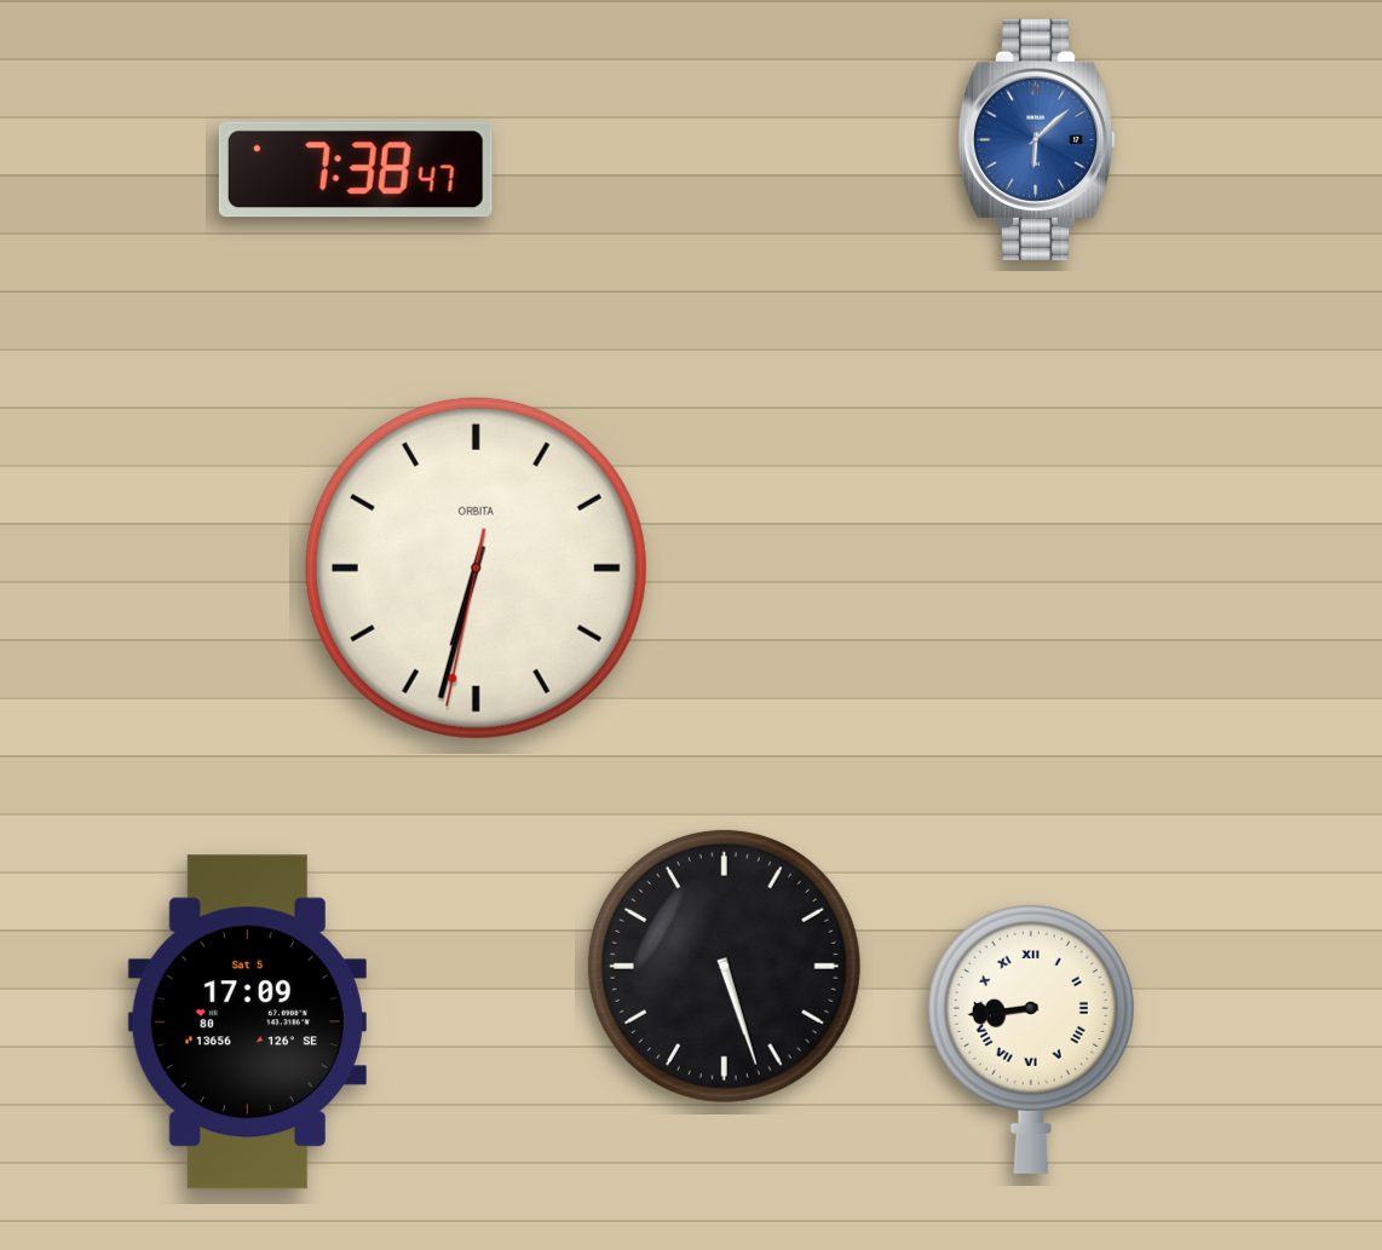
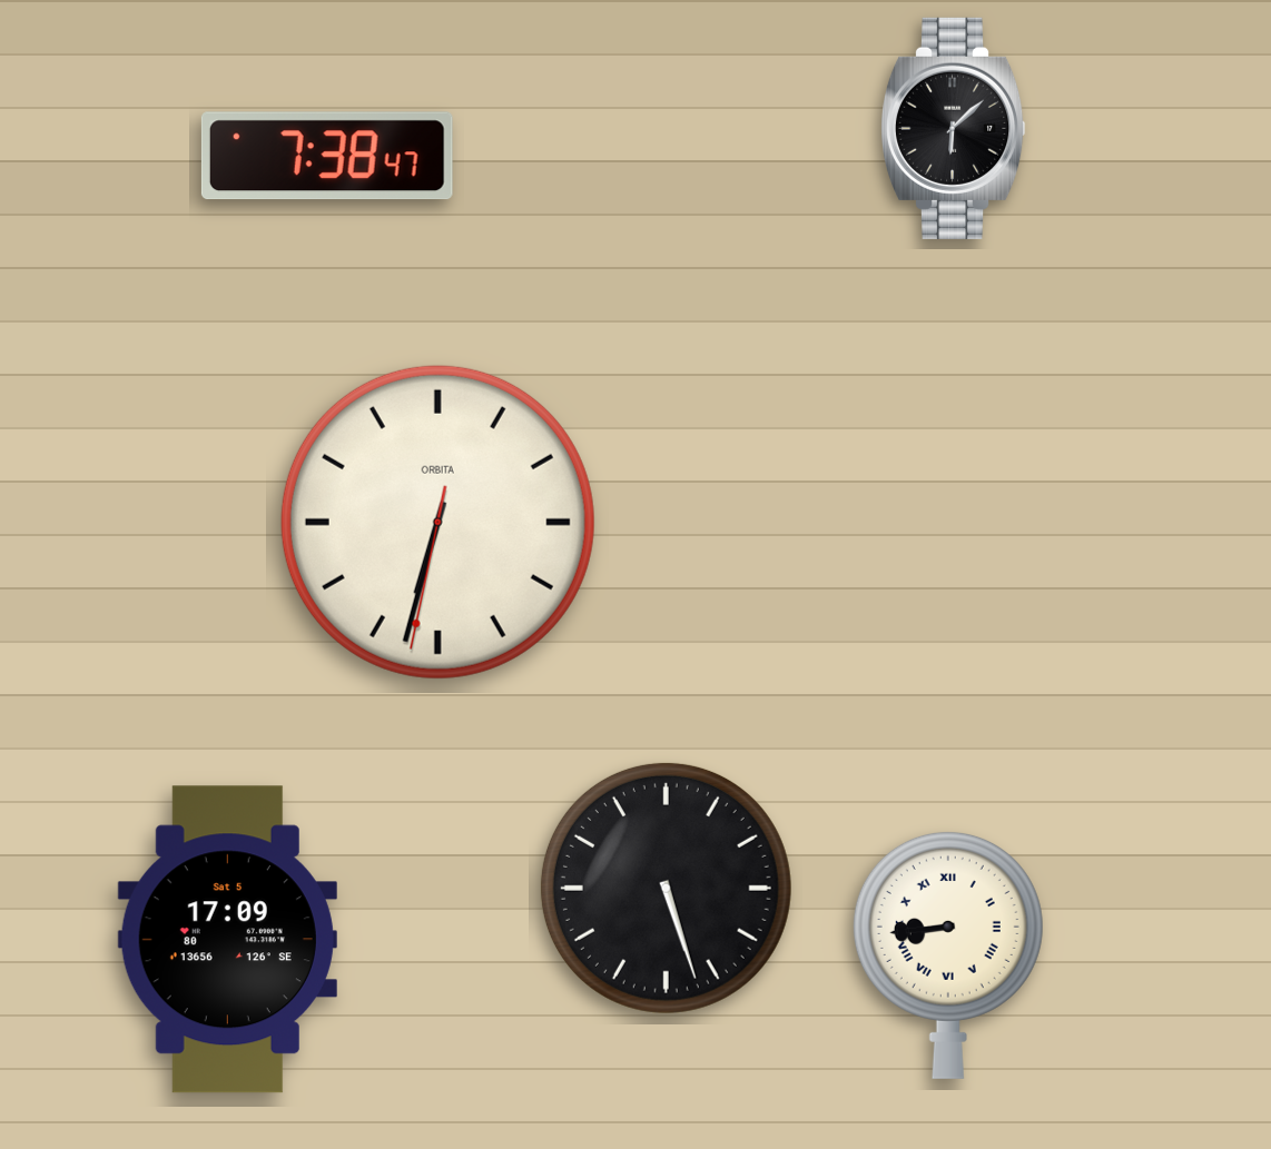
clock at (1036, 139) dial: blue -> black
